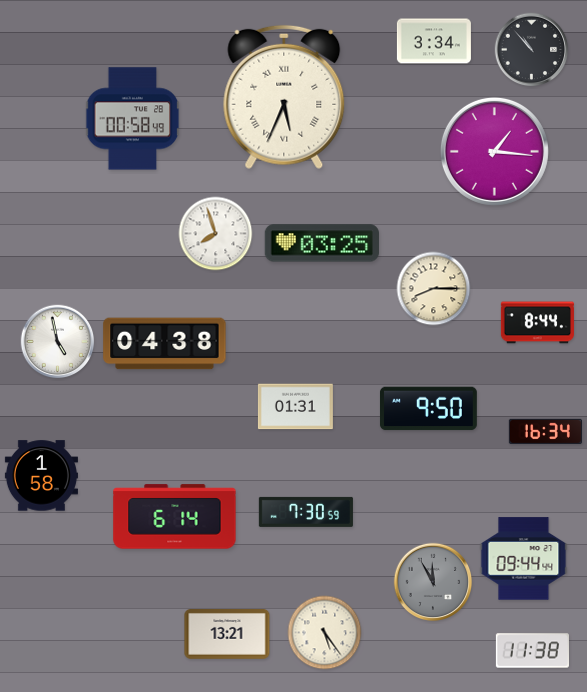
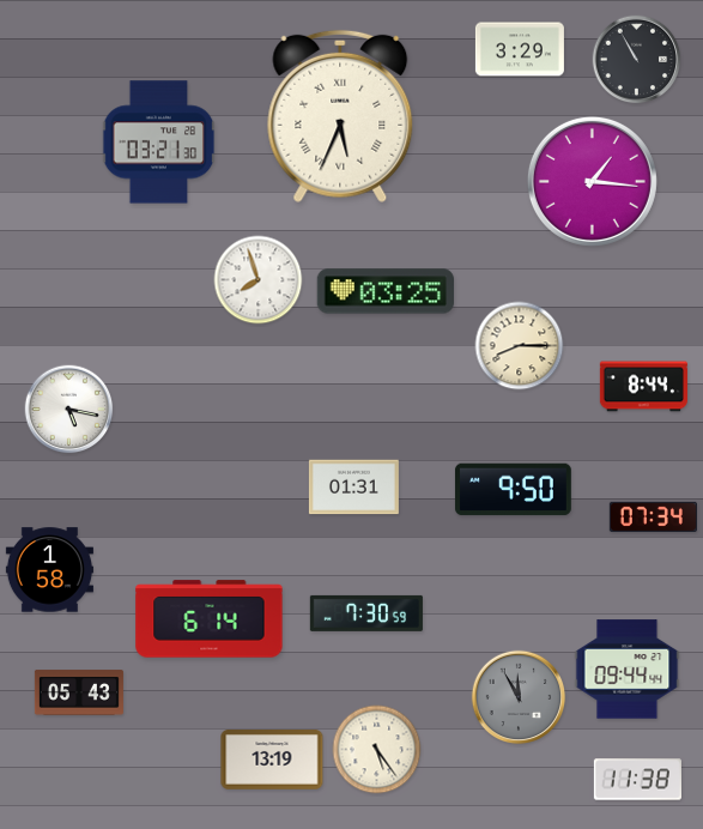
clock at (434, 41): 3:34 -> 3:29
clock at (532, 50): 10:53 -> 10:55
clock at (133, 119): 00:58 -> 03:21
clock at (58, 342): 4:58 -> 5:17
clock at (165, 344): 04:38 -> none
clock at (545, 431): 16:34 -> 07:34
clock at (79, 692): none -> 05:43
clock at (325, 633) position: (325, 633) -> (377, 750)
clock at (227, 635): 13:21 -> 13:19
